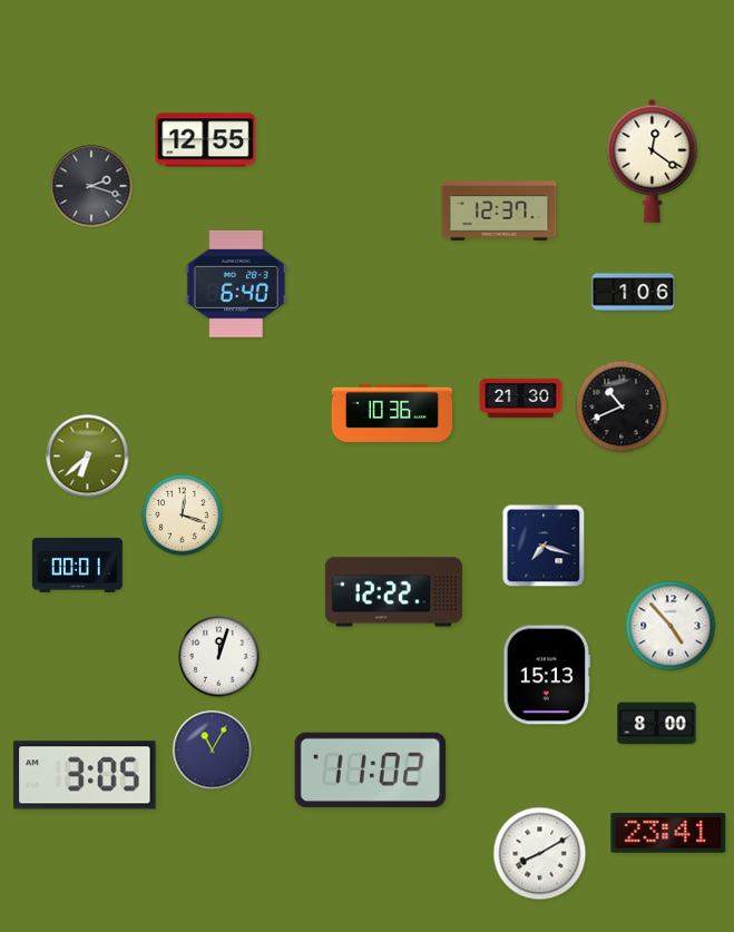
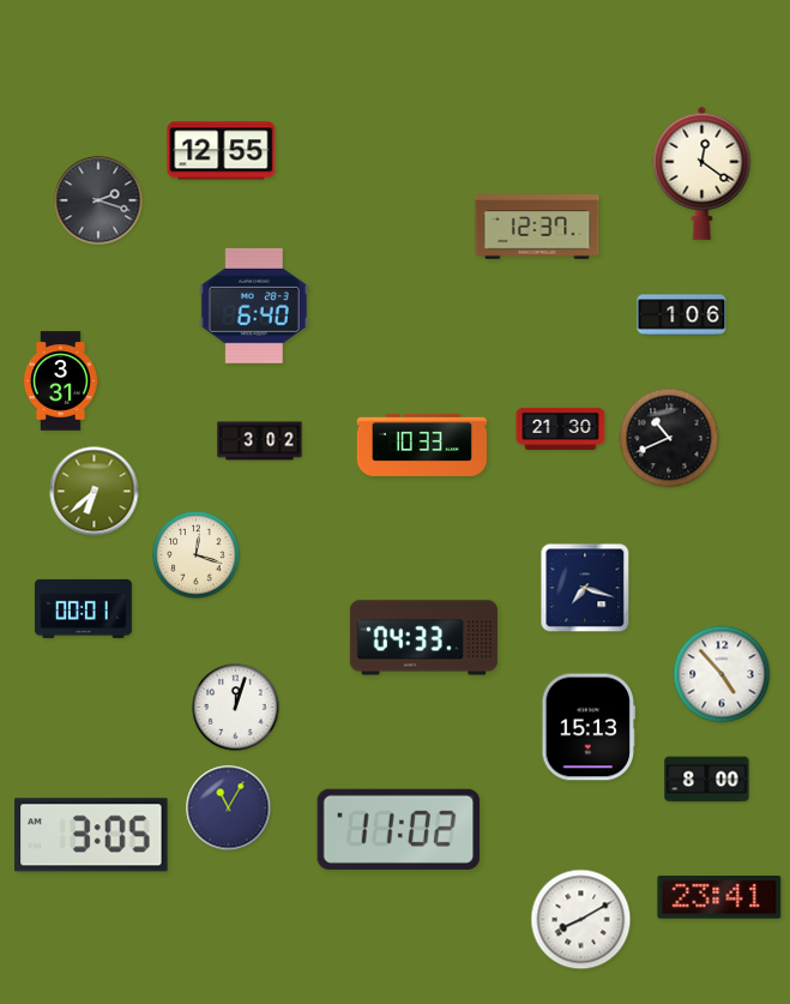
clock at (60, 381): none -> 3:31
clock at (260, 441): none -> 3:02
clock at (391, 413): 10:36 -> 10:33
clock at (393, 592): 12:22 -> 04:33
